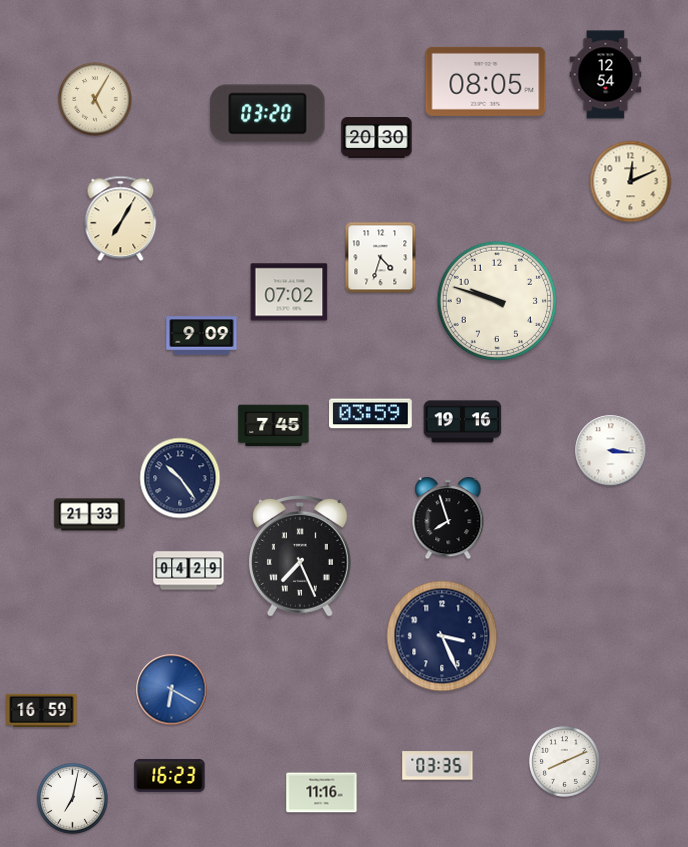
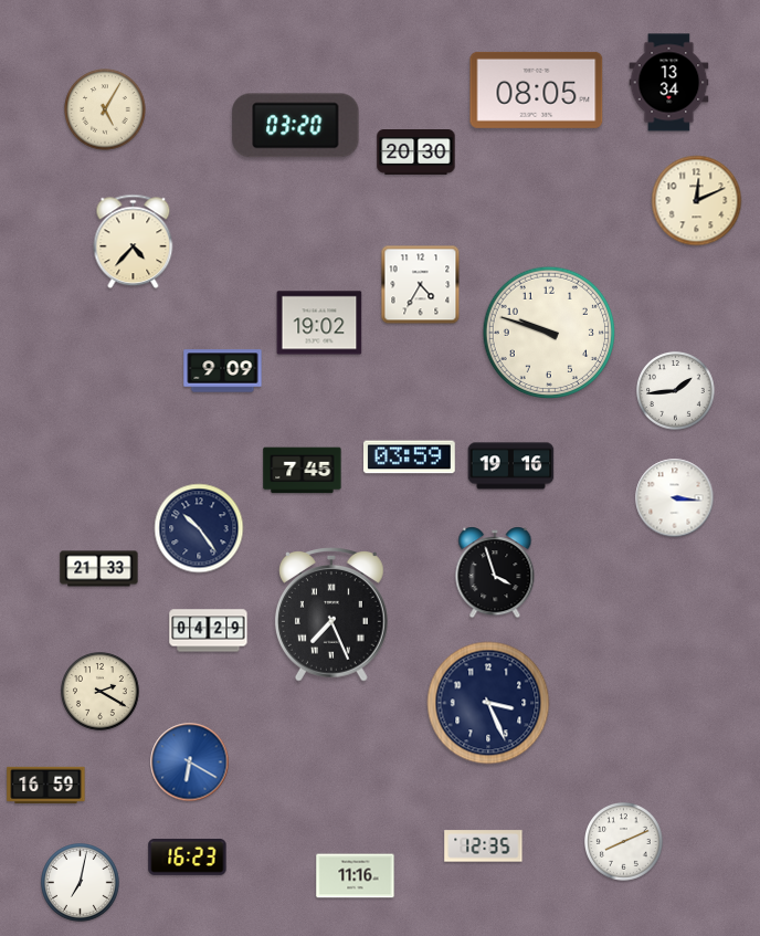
clock at (606, 75): 12:54 -> 13:34
clock at (121, 219): 7:05 -> 4:37
clock at (381, 258): 4:33 -> 4:35
clock at (289, 292): 07:02 -> 19:02
clock at (676, 391): none -> 1:44
clock at (448, 518): 7:57 -> 3:57
clock at (101, 692): none -> 2:20
clock at (438, 766): 03:35 -> 12:35
